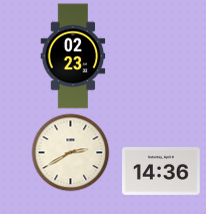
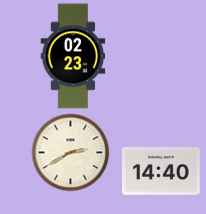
clock at (162, 172): 14:36 -> 14:40
